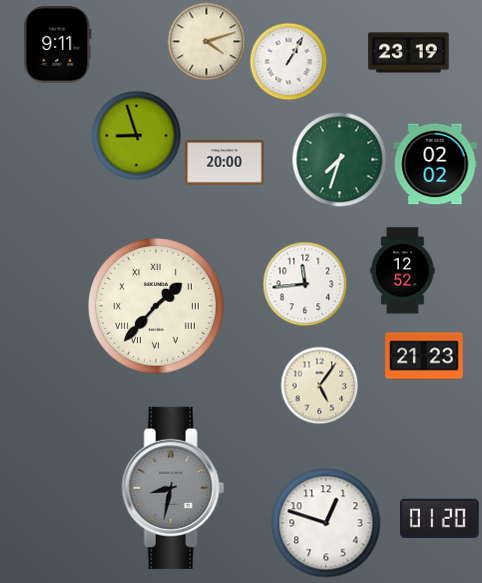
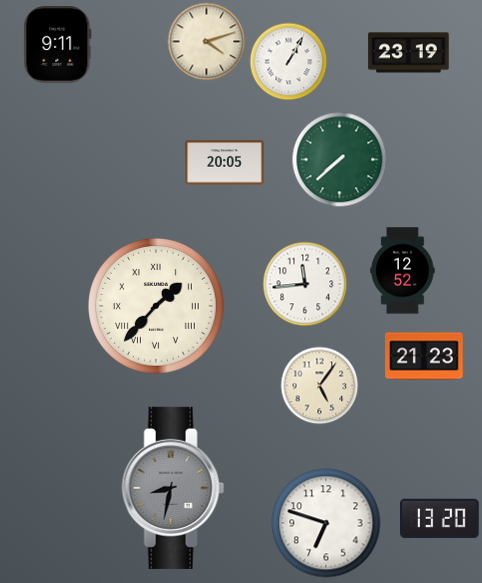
clock at (136, 135): 8:57 -> none
clock at (339, 159): 7:33 -> 7:38
clock at (225, 163): 20:00 -> 20:05
clock at (435, 164): 02:02 -> none
clock at (440, 518): 01:20 -> 13:20
clock at (326, 523): 12:48 -> 6:48
